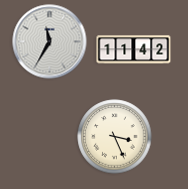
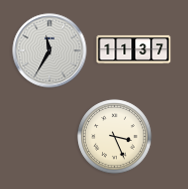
clock at (50, 42) position: (50, 42) -> (50, 51)
clock at (134, 50): 11:42 -> 11:37
